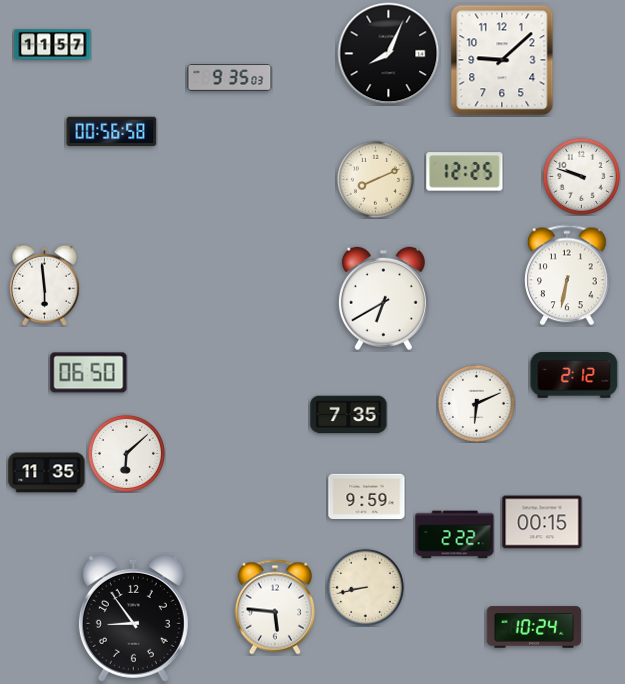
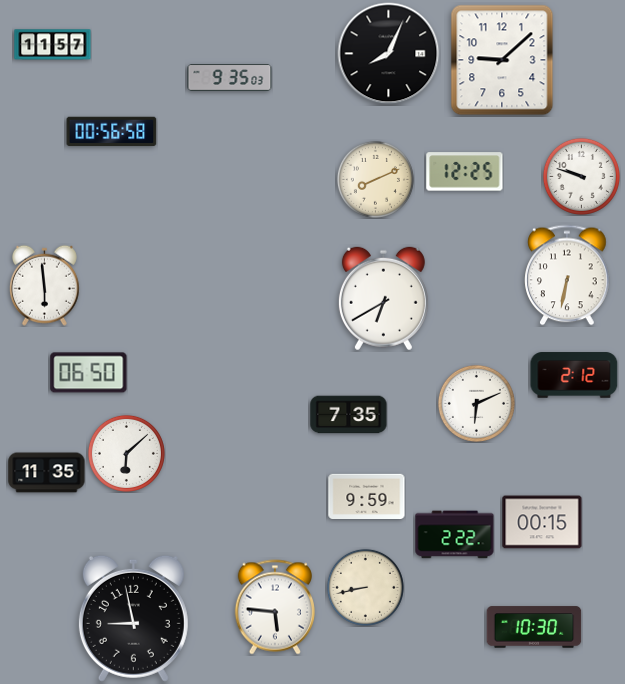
clock at (133, 618): 8:54 -> 8:58
clock at (534, 627): 10:24 -> 10:30
